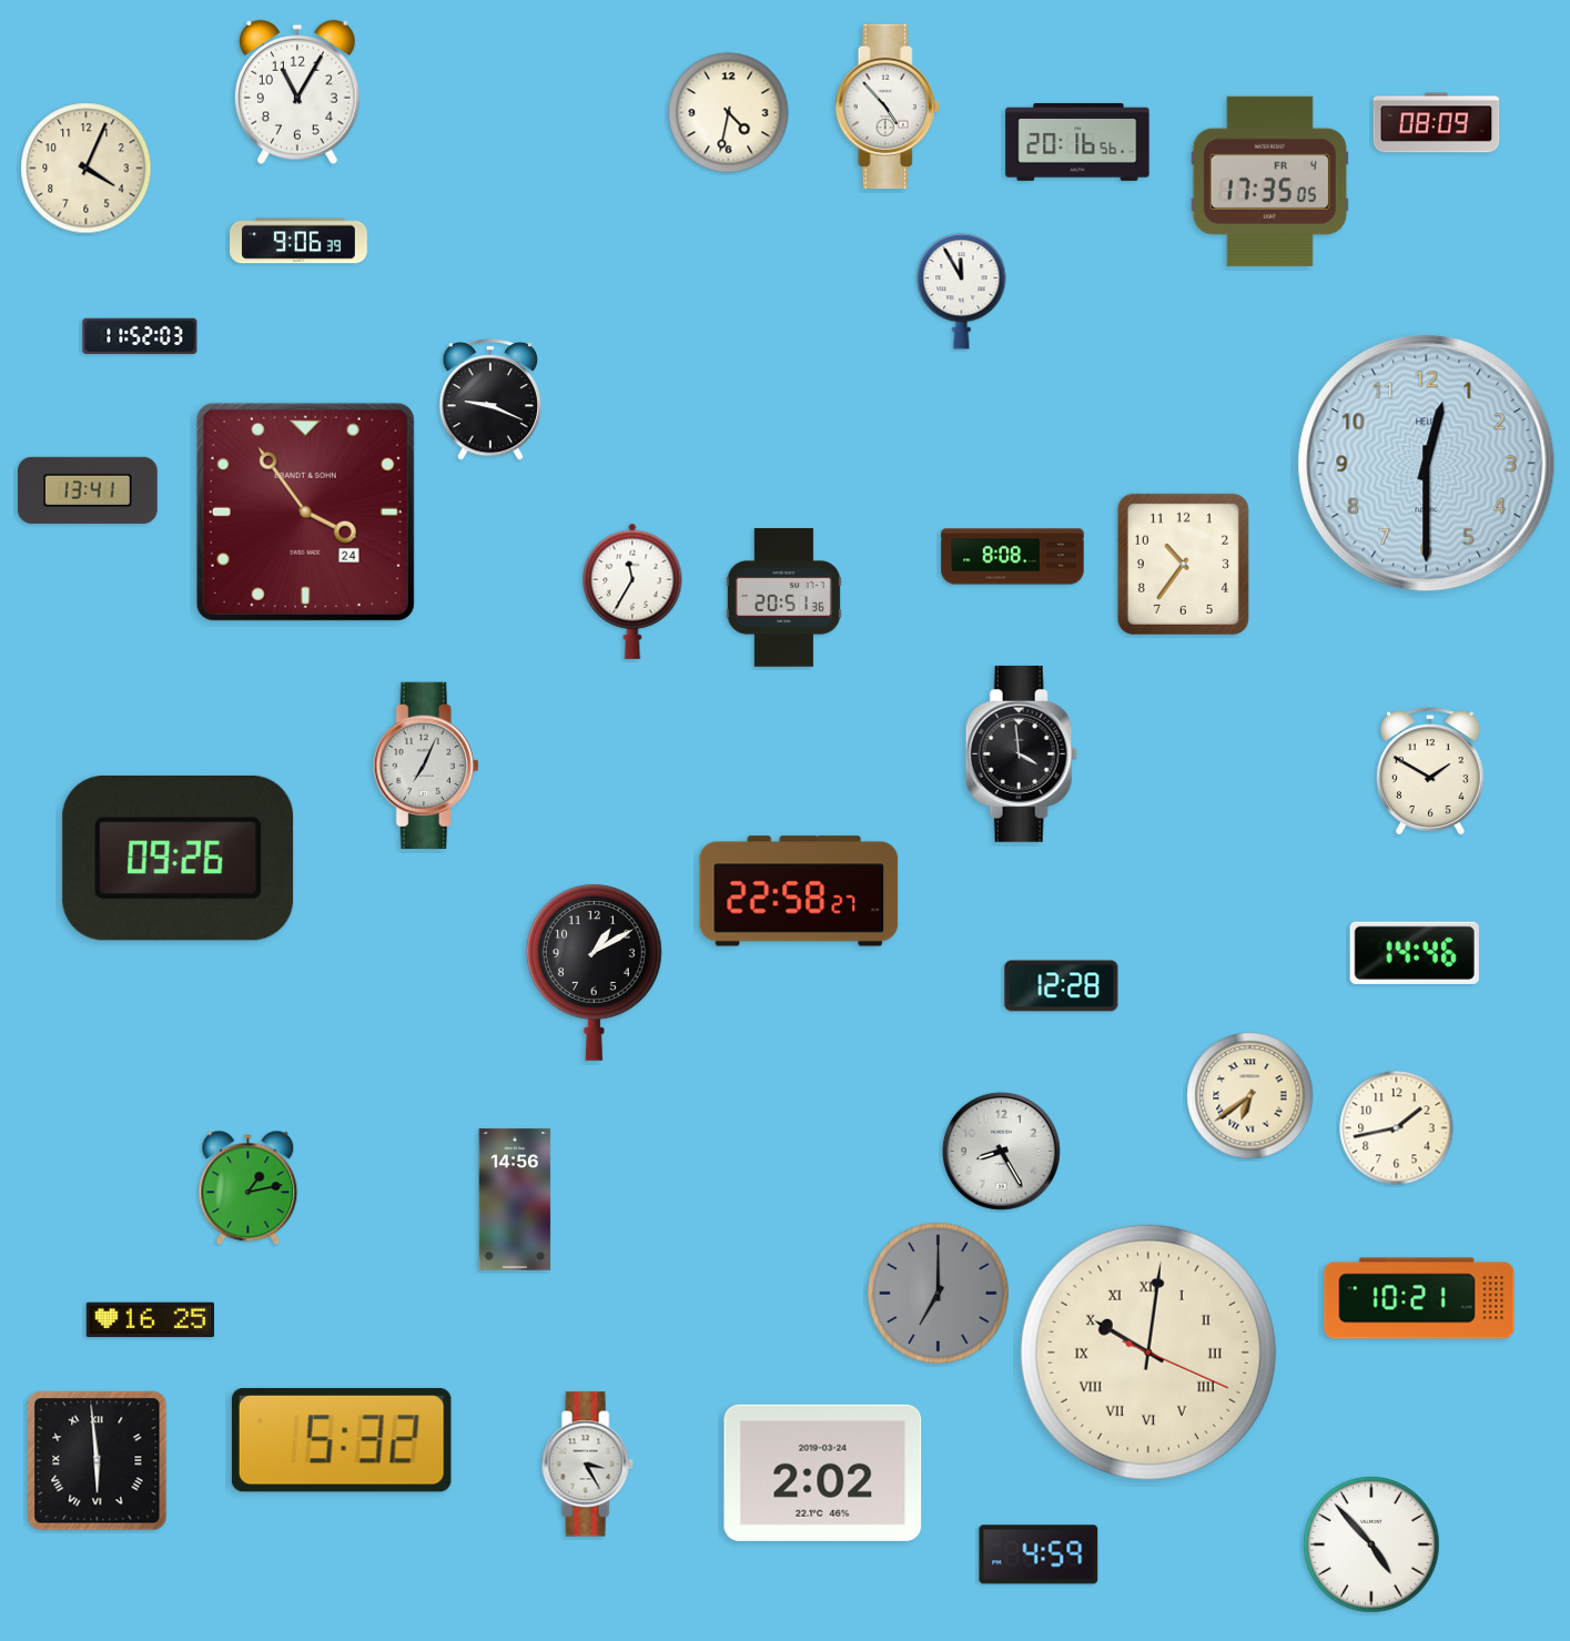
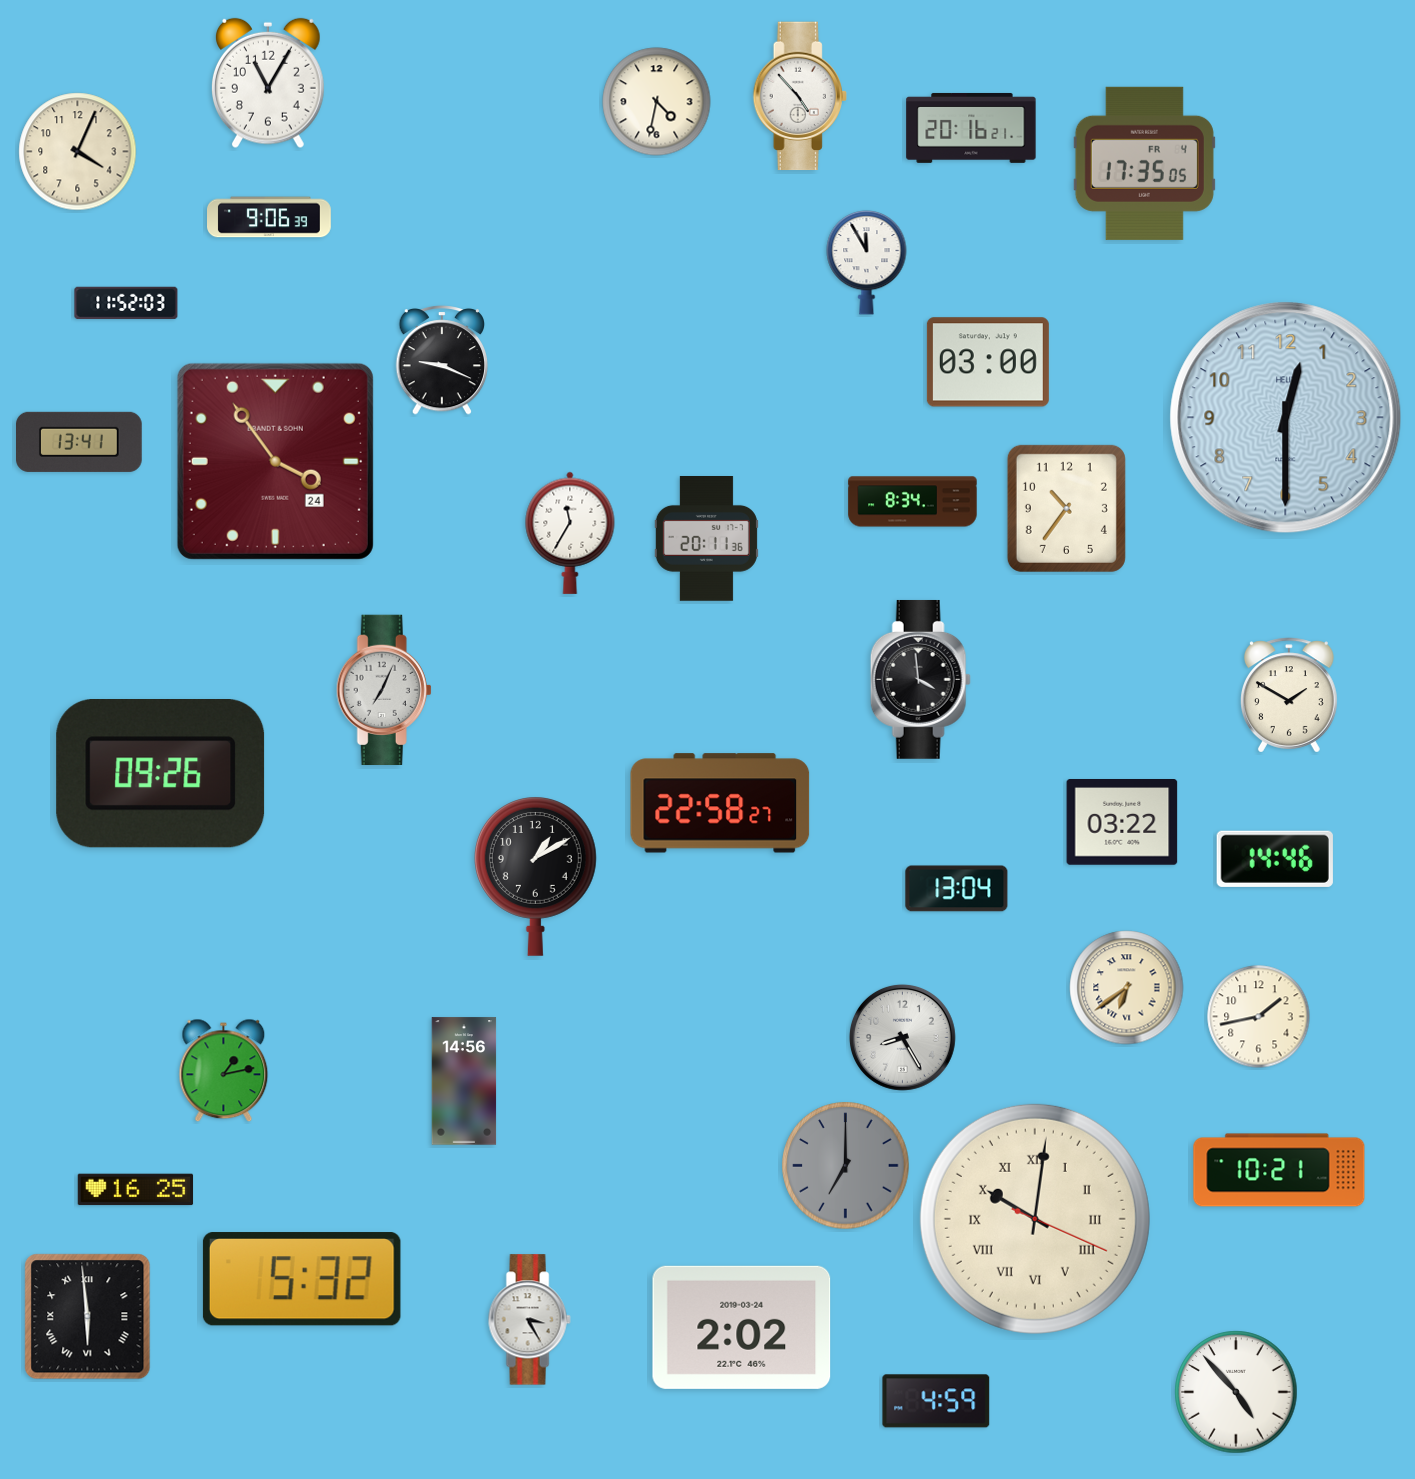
clock at (1437, 123): 08:09 -> none
clock at (1077, 142): 20:16:56 -> 20:16:21
clock at (988, 362): none -> 03:00
clock at (1013, 557): 8:08 -> 8:34
clock at (783, 598): 20:51 -> 20:11
clock at (1122, 823): none -> 03:22
clock at (1062, 986): 12:28 -> 13:04
clock at (342, 1441) position: (342, 1441) -> (302, 1280)
